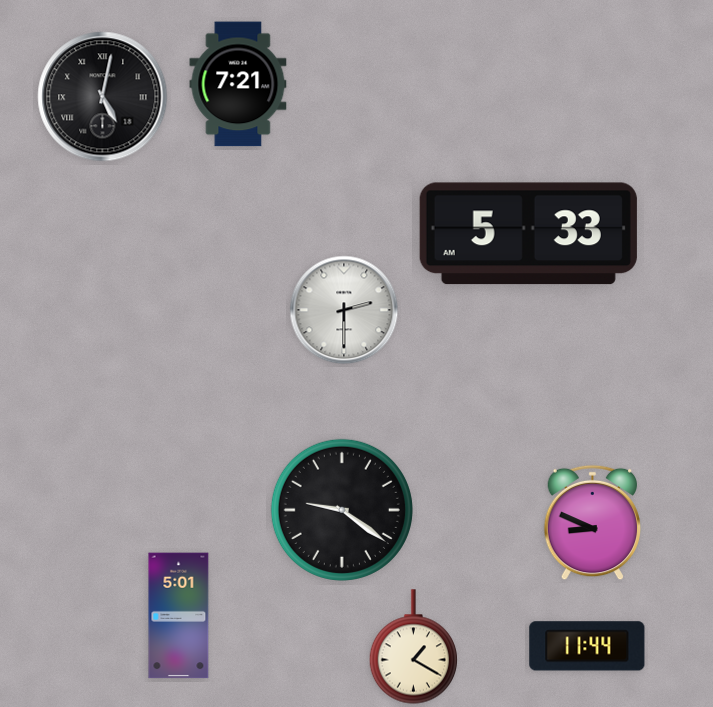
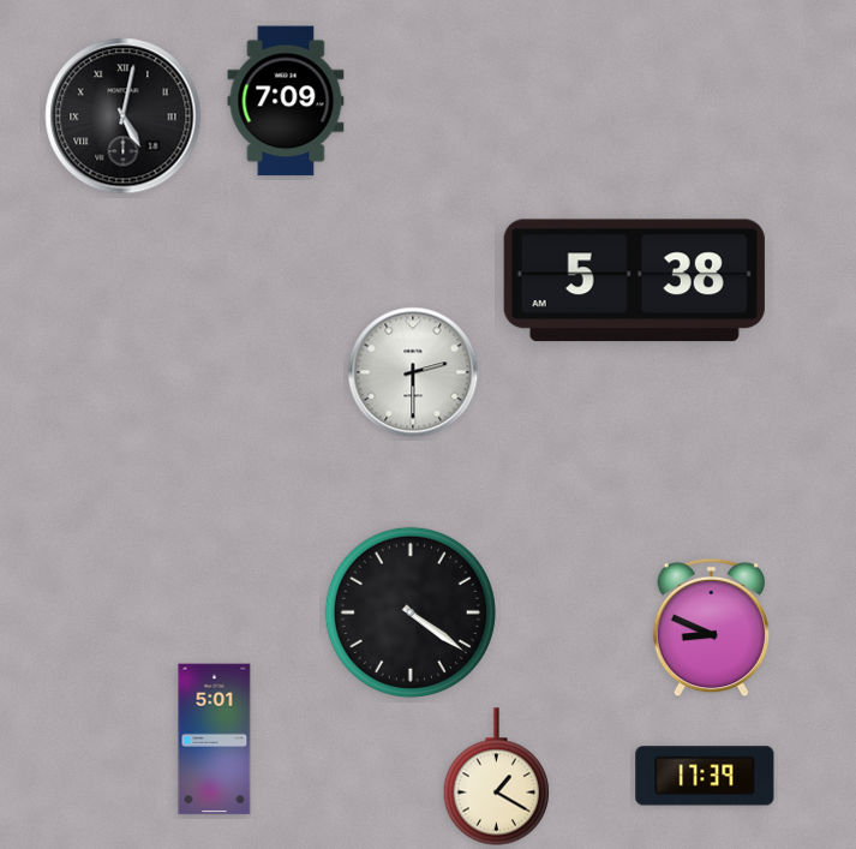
clock at (238, 84): 7:21 -> 7:09
clock at (528, 234): 5:33 -> 5:38
clock at (342, 510): 9:21 -> 4:21
clock at (587, 646): 11:44 -> 17:39
